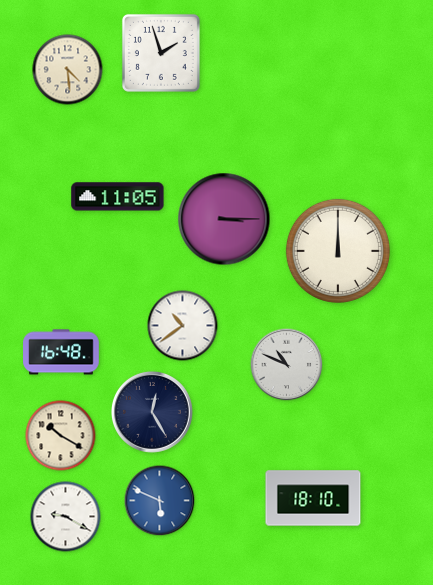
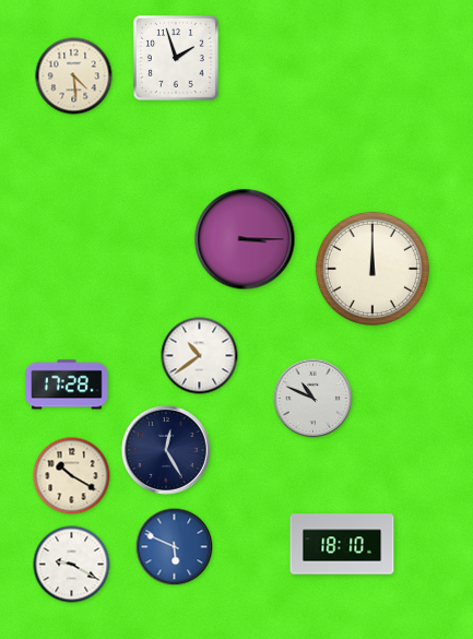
clock at (118, 197): 11:05 -> none
clock at (338, 251) position: (338, 251) -> (373, 269)
clock at (61, 352): 16:48 -> 17:28
clock at (61, 436) position: (61, 436) -> (72, 476)
